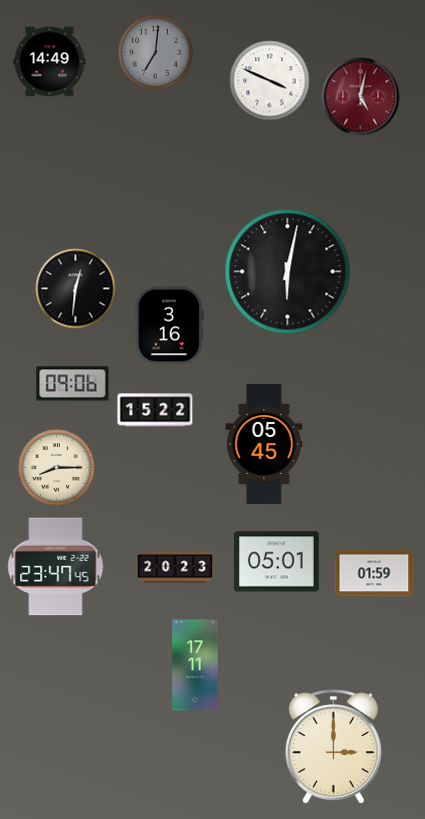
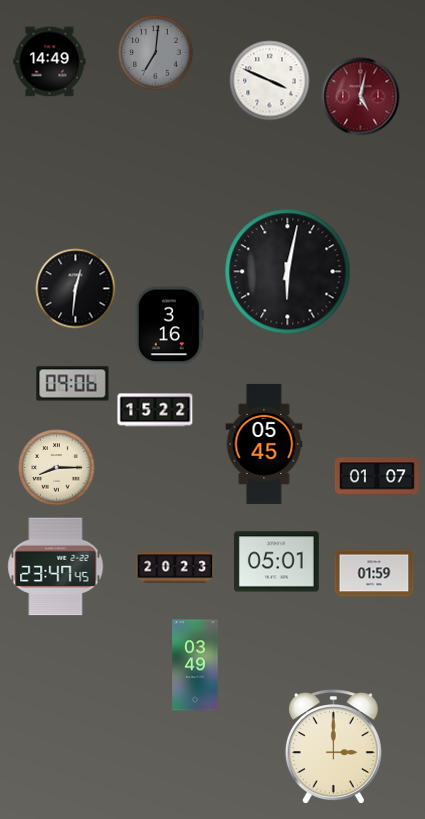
clock at (377, 476): none -> 01:07
clock at (195, 665): 17:11 -> 03:49
